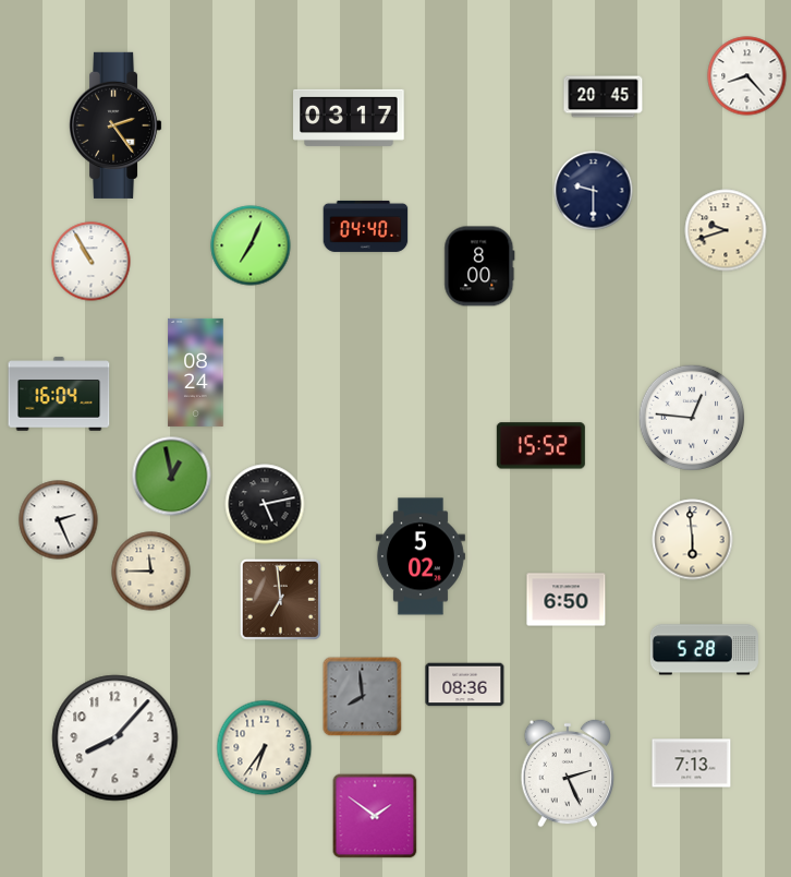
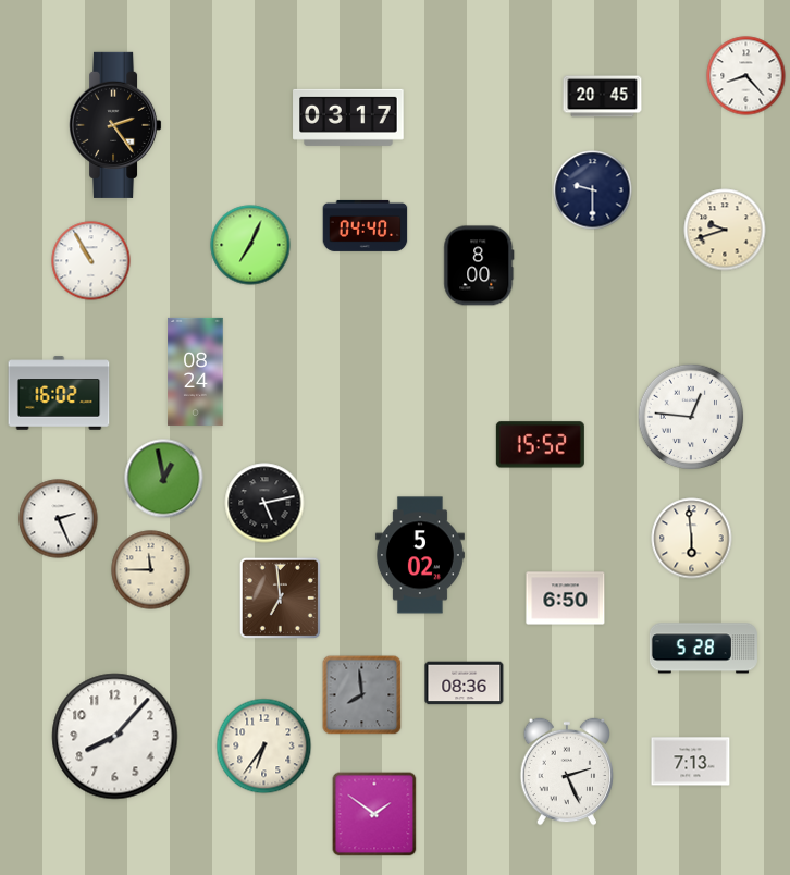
clock at (59, 394): 16:04 -> 16:02
clock at (172, 477) position: (172, 477) -> (164, 479)
